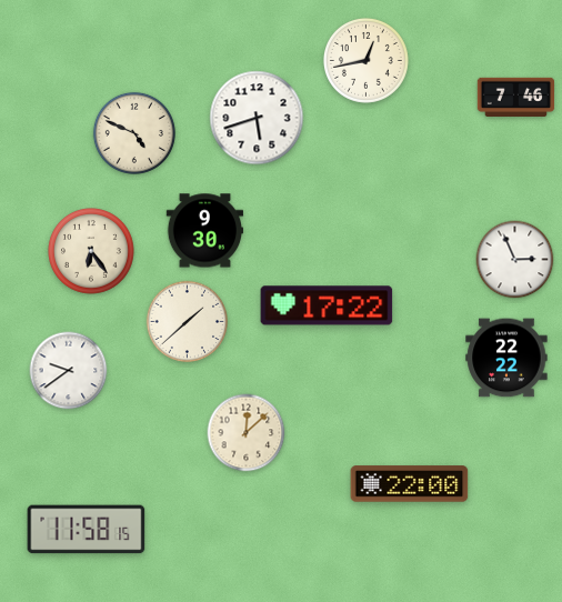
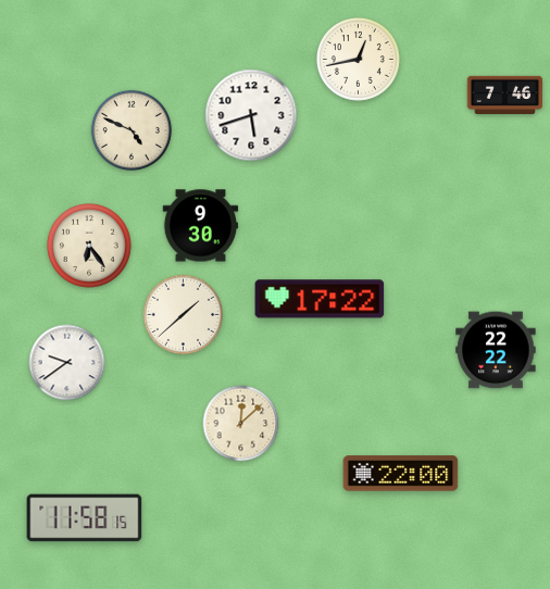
clock at (515, 260): 2:56 -> none
